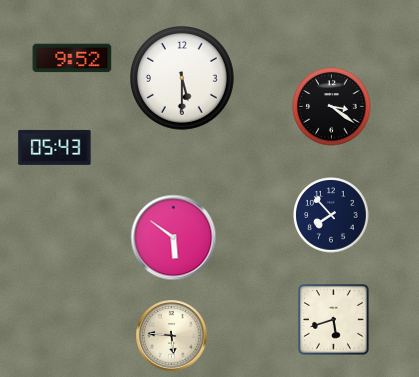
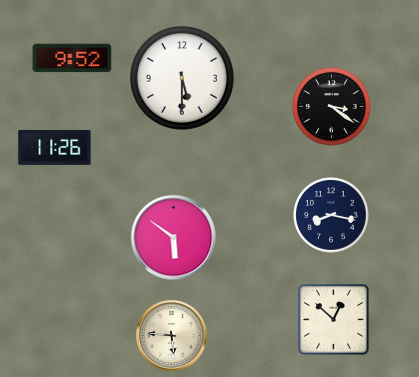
clock at (55, 147): 05:43 -> 11:26
clock at (331, 215): 7:53 -> 8:17
clock at (334, 320): 5:42 -> 12:52
